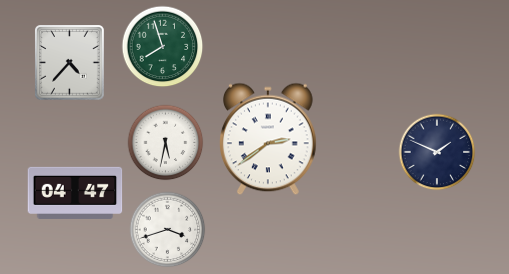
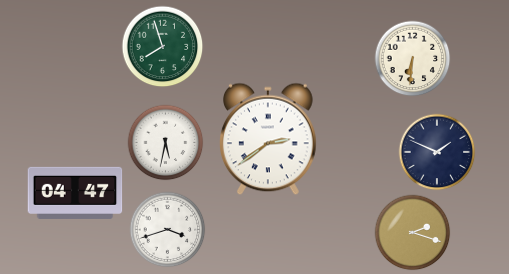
clock at (413, 59): none -> 6:31
clock at (70, 63): 4:37 -> none
clock at (413, 233): none -> 2:18
